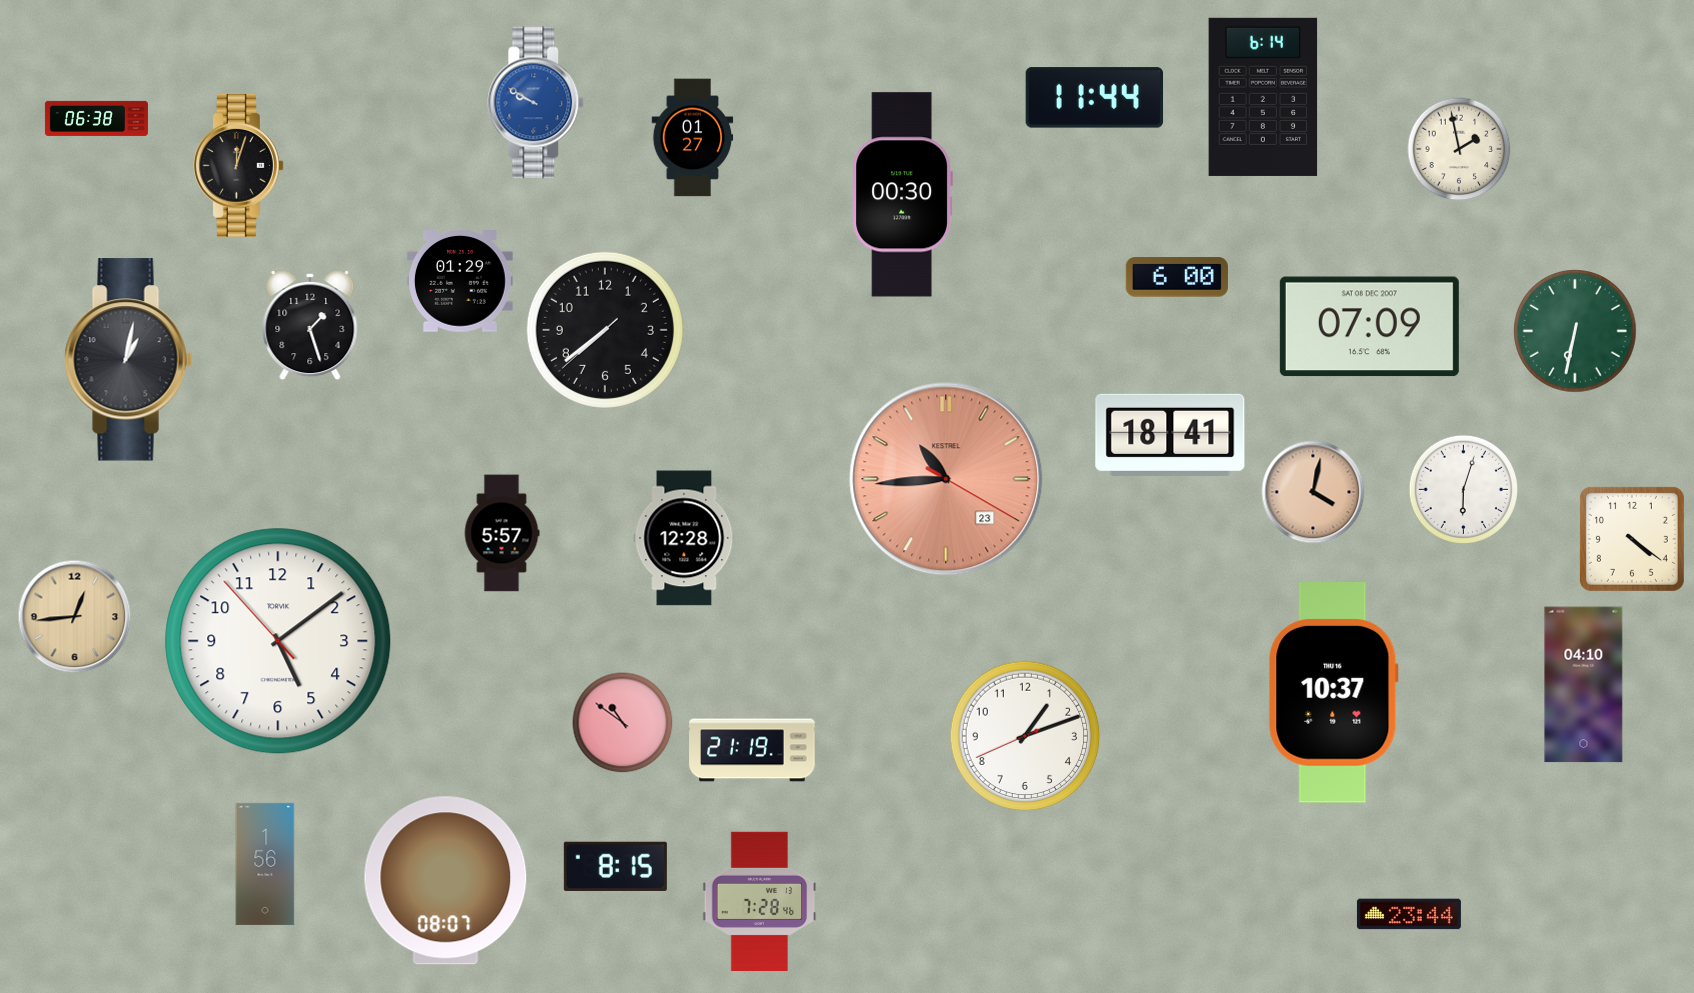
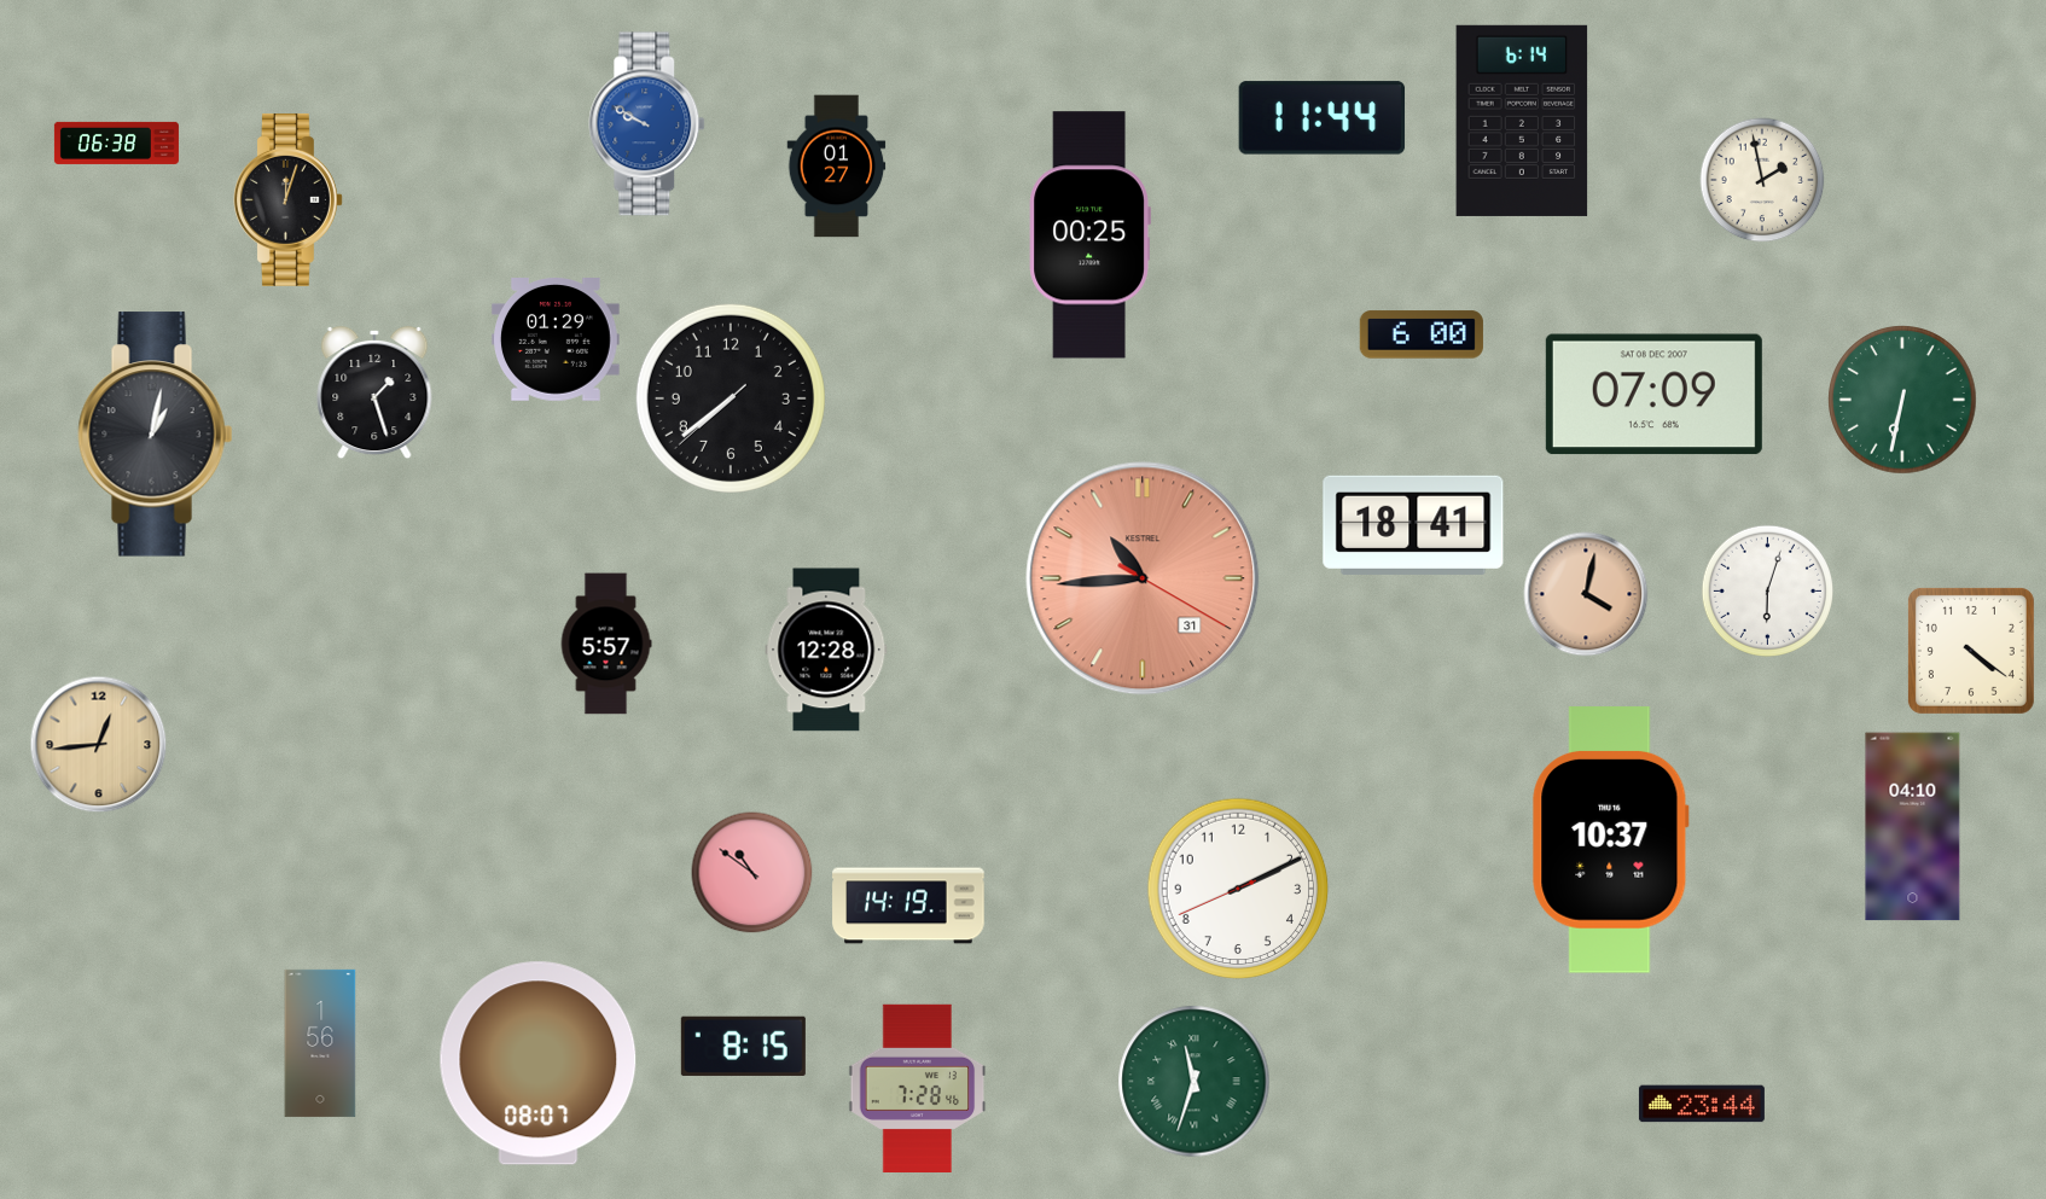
clock at (1263, 97) position: (1263, 97) -> (1522, 121)
clock at (902, 195): 00:30 -> 00:25
clock at (946, 479) date: 23 -> 31
clock at (75, 617) position: (75, 617) -> (99, 745)
clock at (278, 641): 5:08 -> none
clock at (1334, 693) position: (1334, 693) -> (1611, 840)
clock at (1025, 736): 1:11 -> 2:10
clock at (752, 750): 21:19 -> 14:19
clock at (1195, 1082): none -> 11:33
